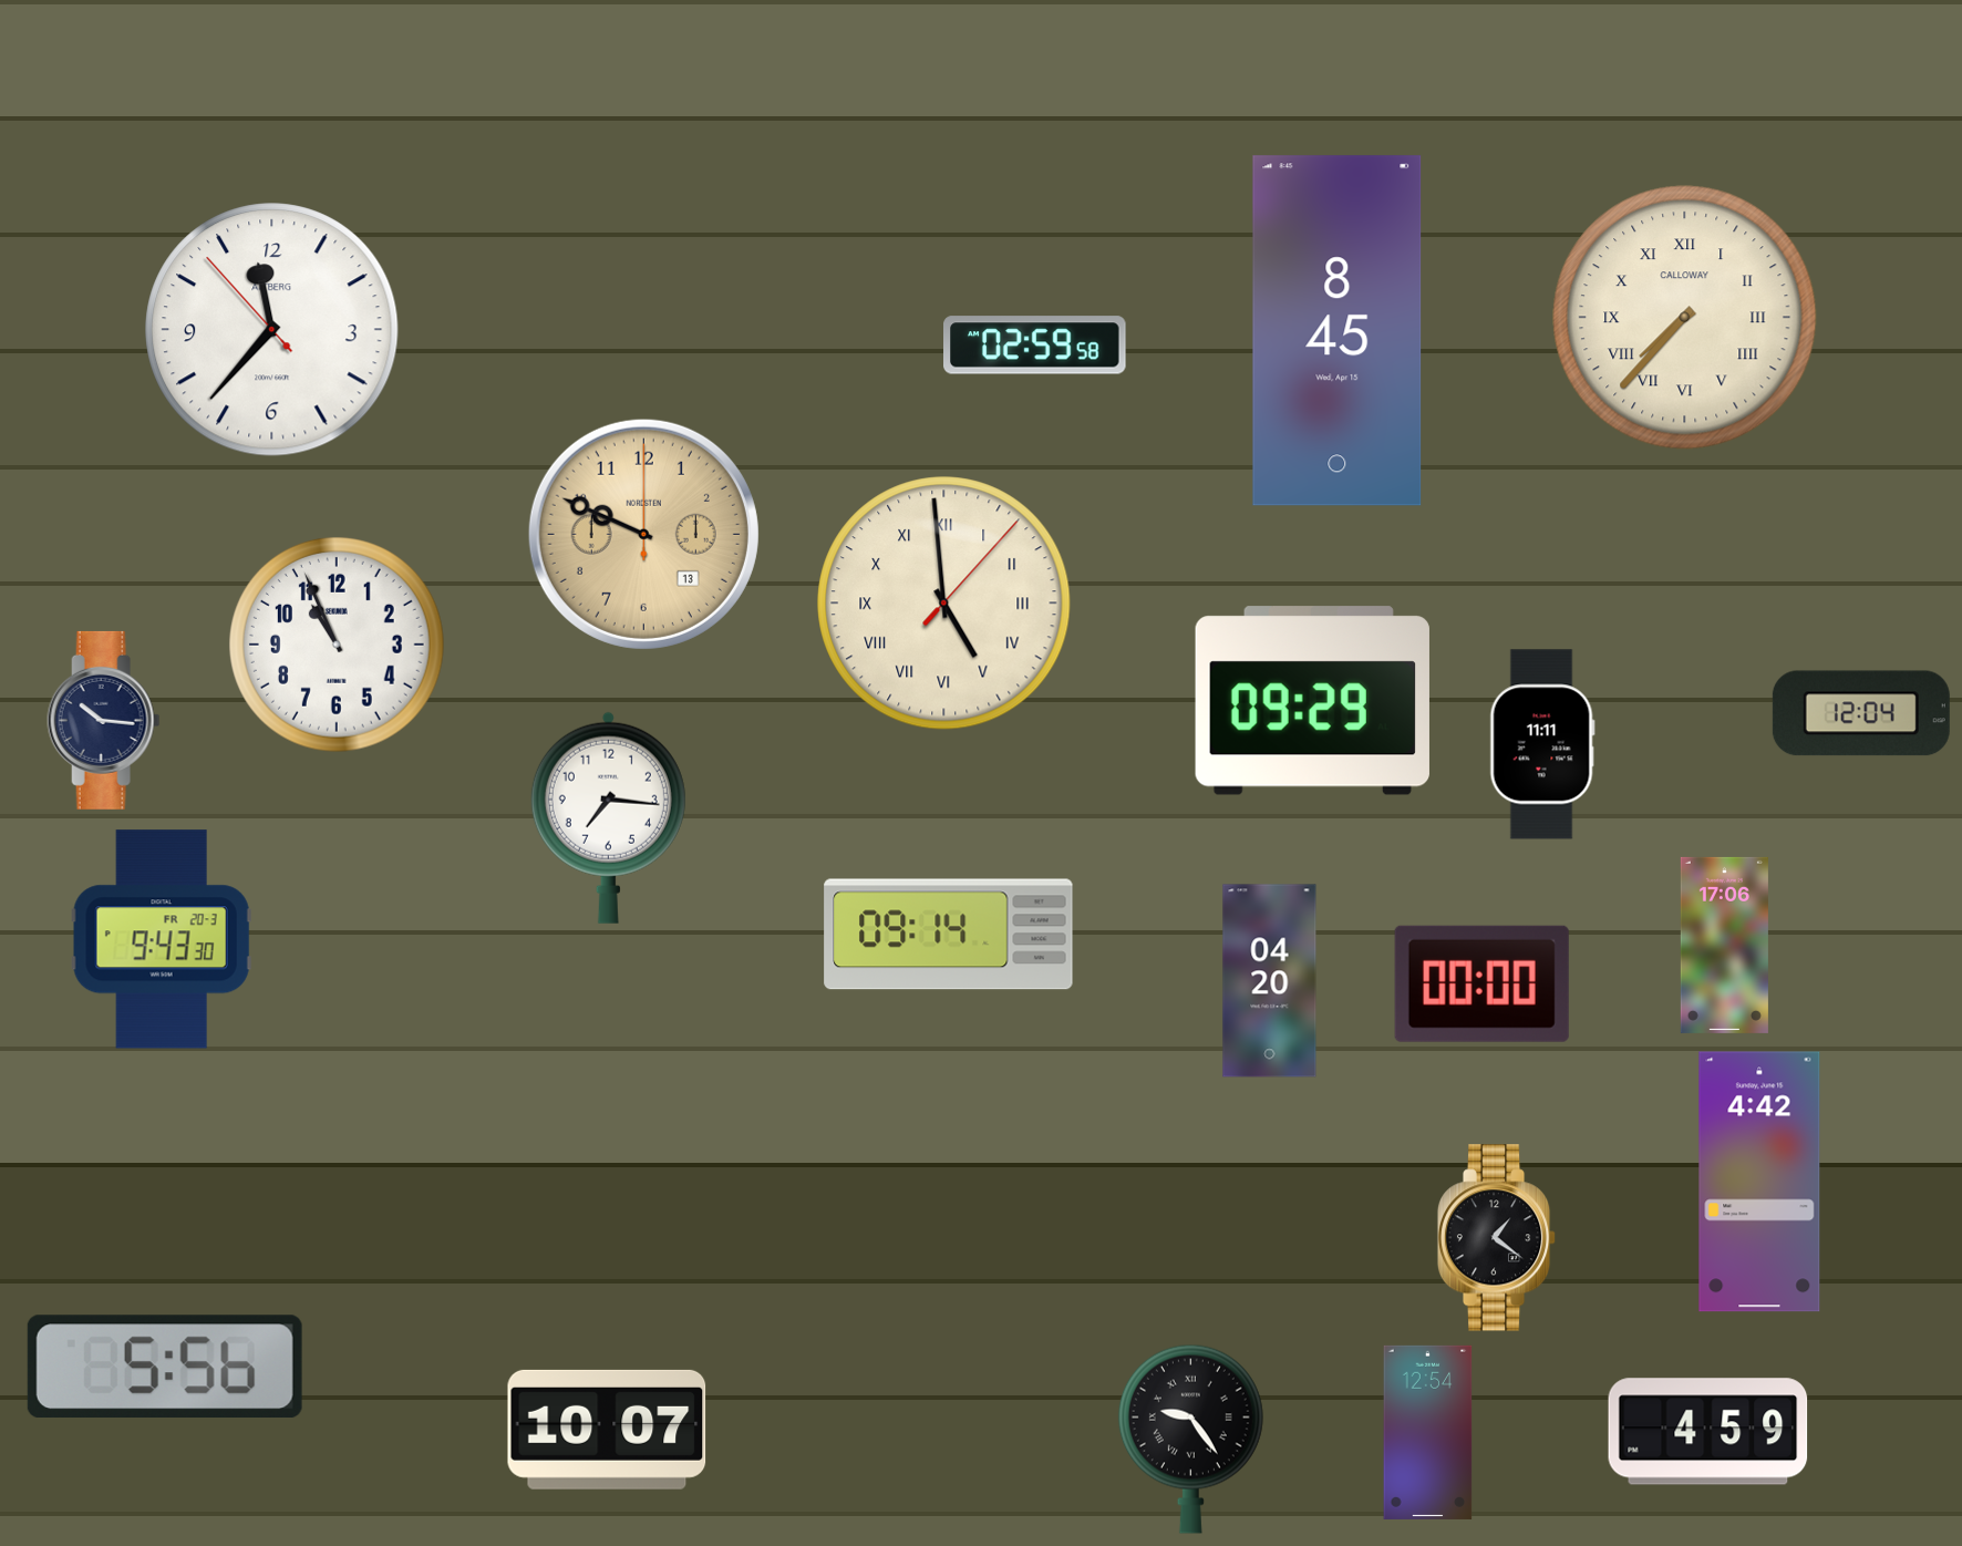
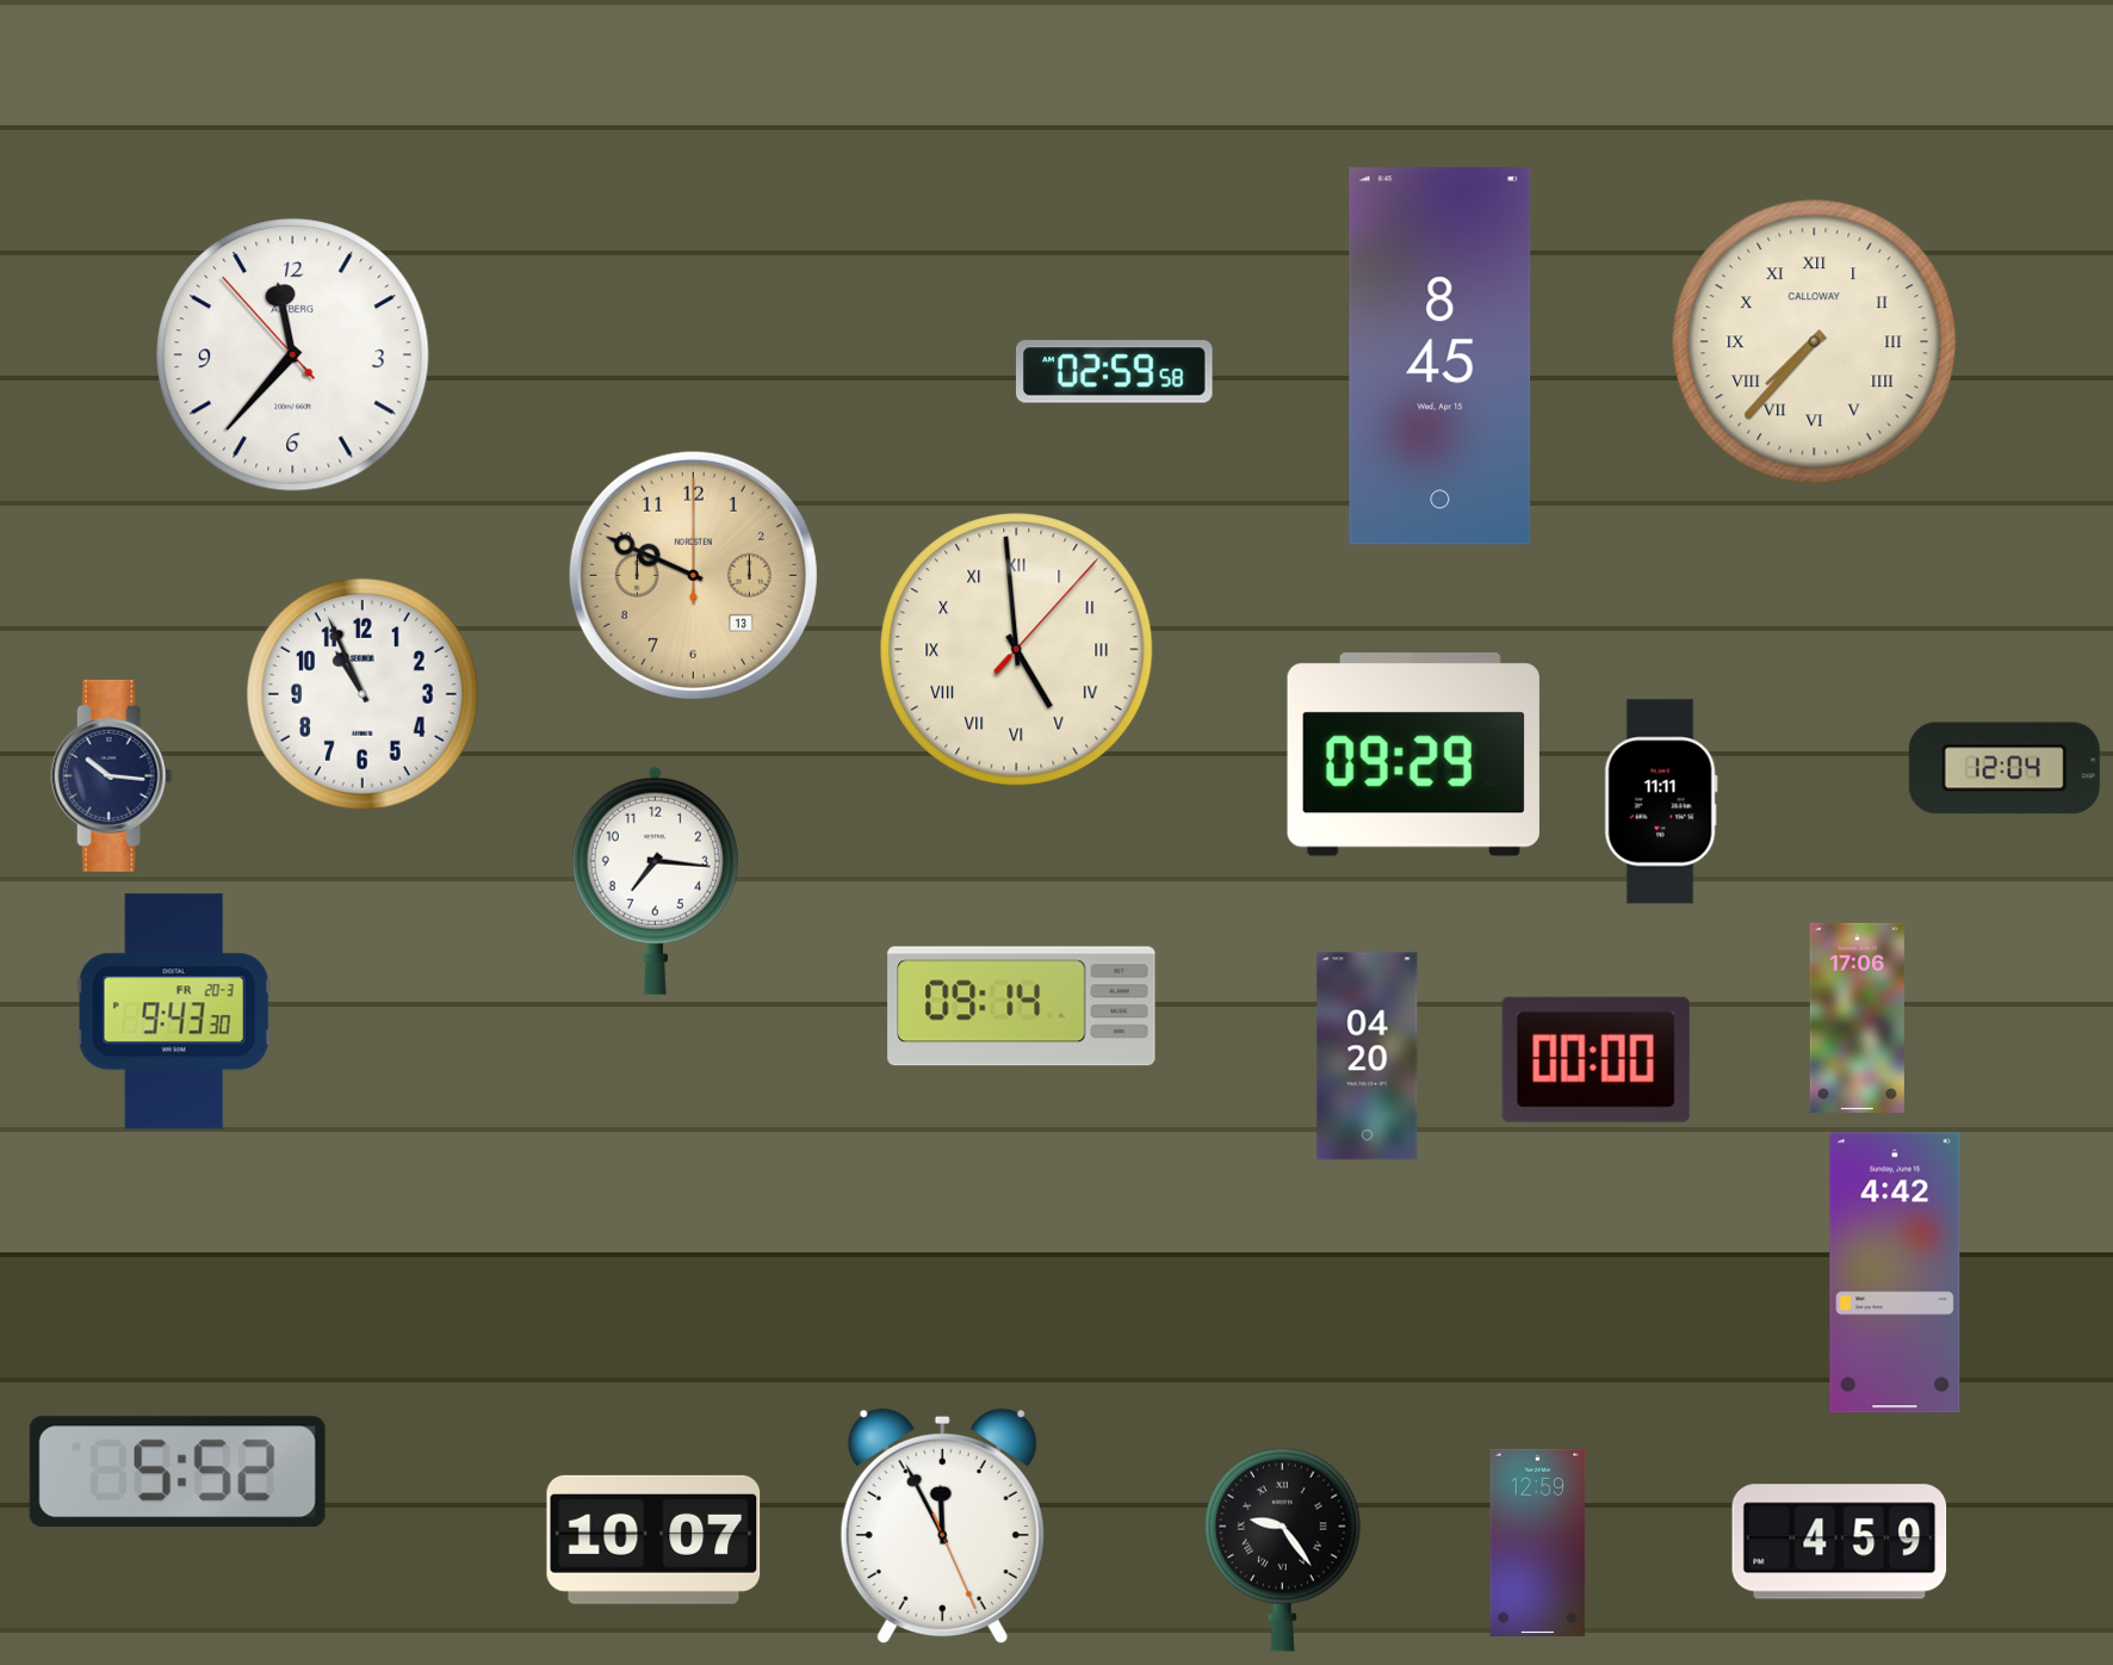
clock at (1497, 1238): 1:21 -> none
clock at (165, 1367): 5:56 -> 5:52
clock at (942, 1527): none -> 11:55
clock at (1428, 1432): 12:54 -> 12:59
